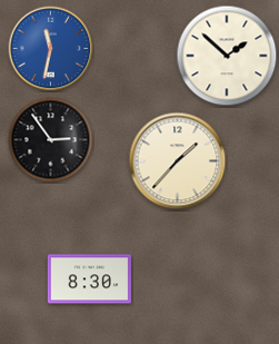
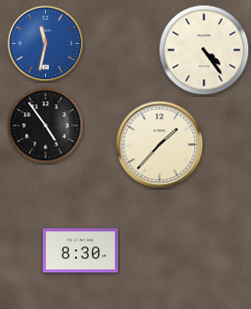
clock at (227, 56): 1:52 -> 4:24
clock at (51, 140): 2:54 -> 4:54
